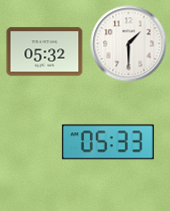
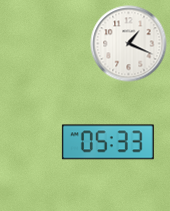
clock at (129, 44): 1:30 -> 1:19
clock at (45, 52): 05:32 -> none
